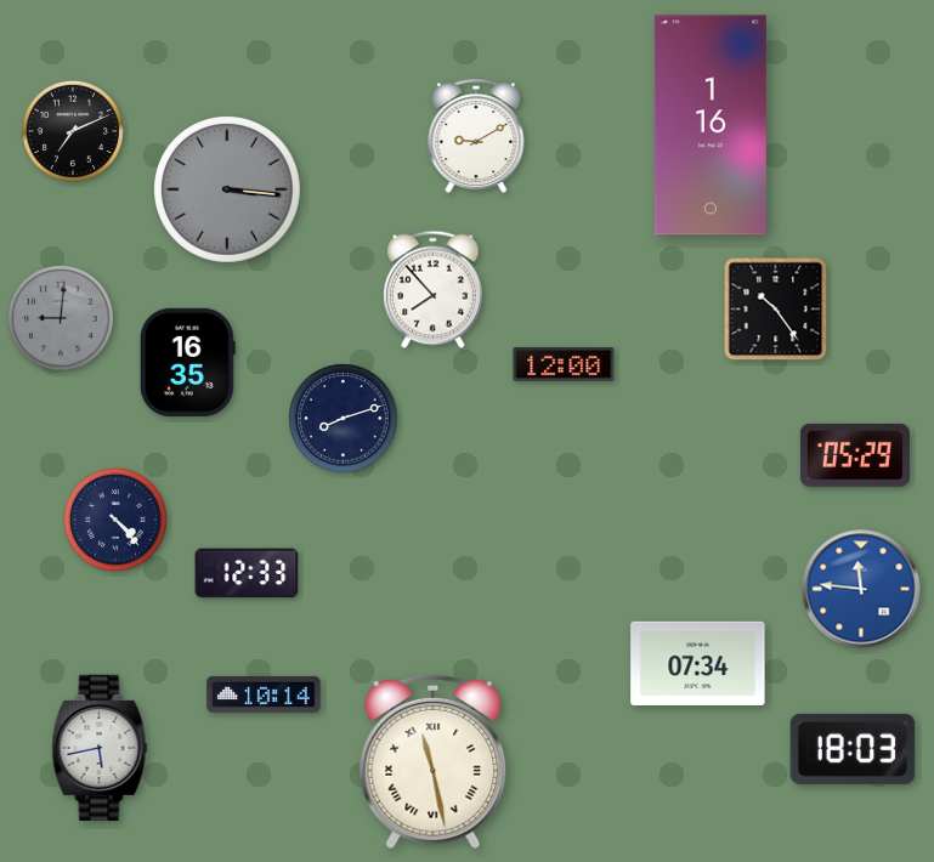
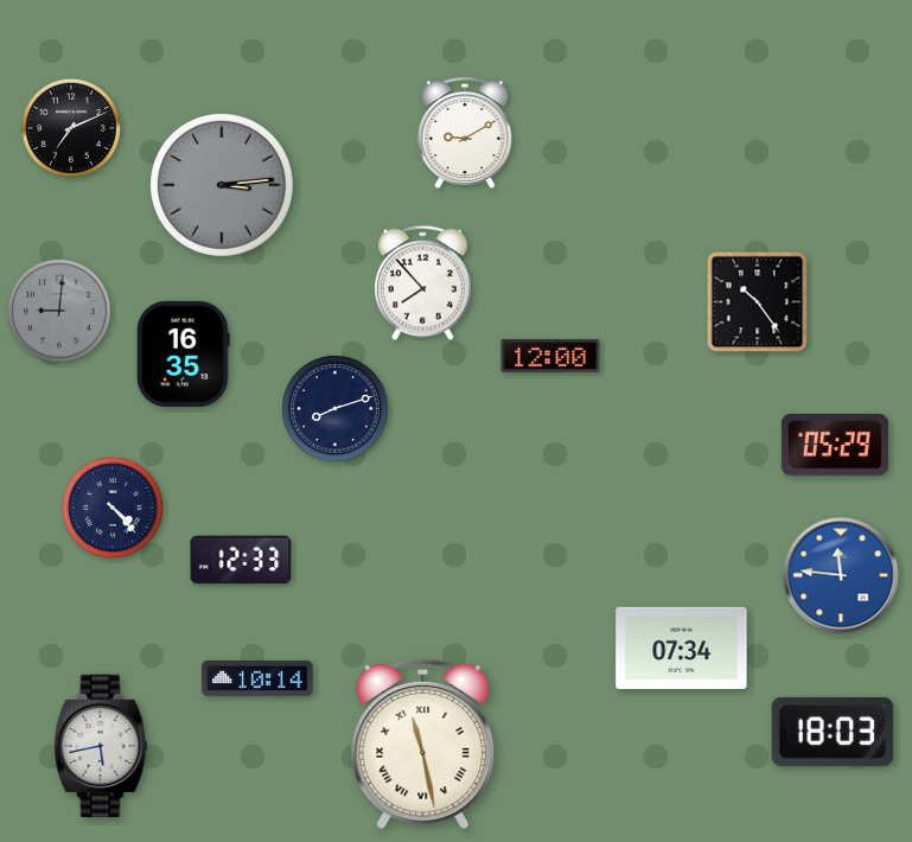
clock at (711, 125): 1:16 -> none
clock at (228, 191): 3:16 -> 3:14
clock at (100, 747) position: (100, 747) -> (101, 745)
